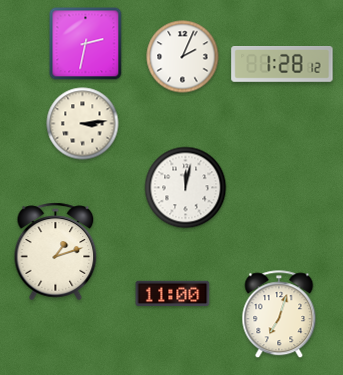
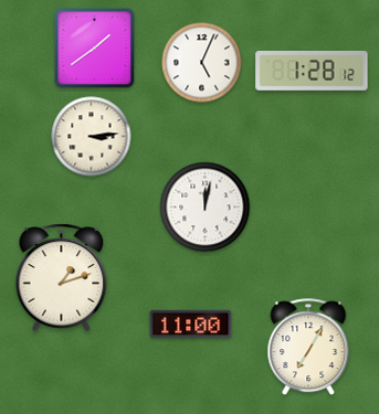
clock at (86, 44): 2:32 -> 1:39
clock at (183, 57): 2:04 -> 5:04
clock at (279, 315): 7:03 -> 7:05
